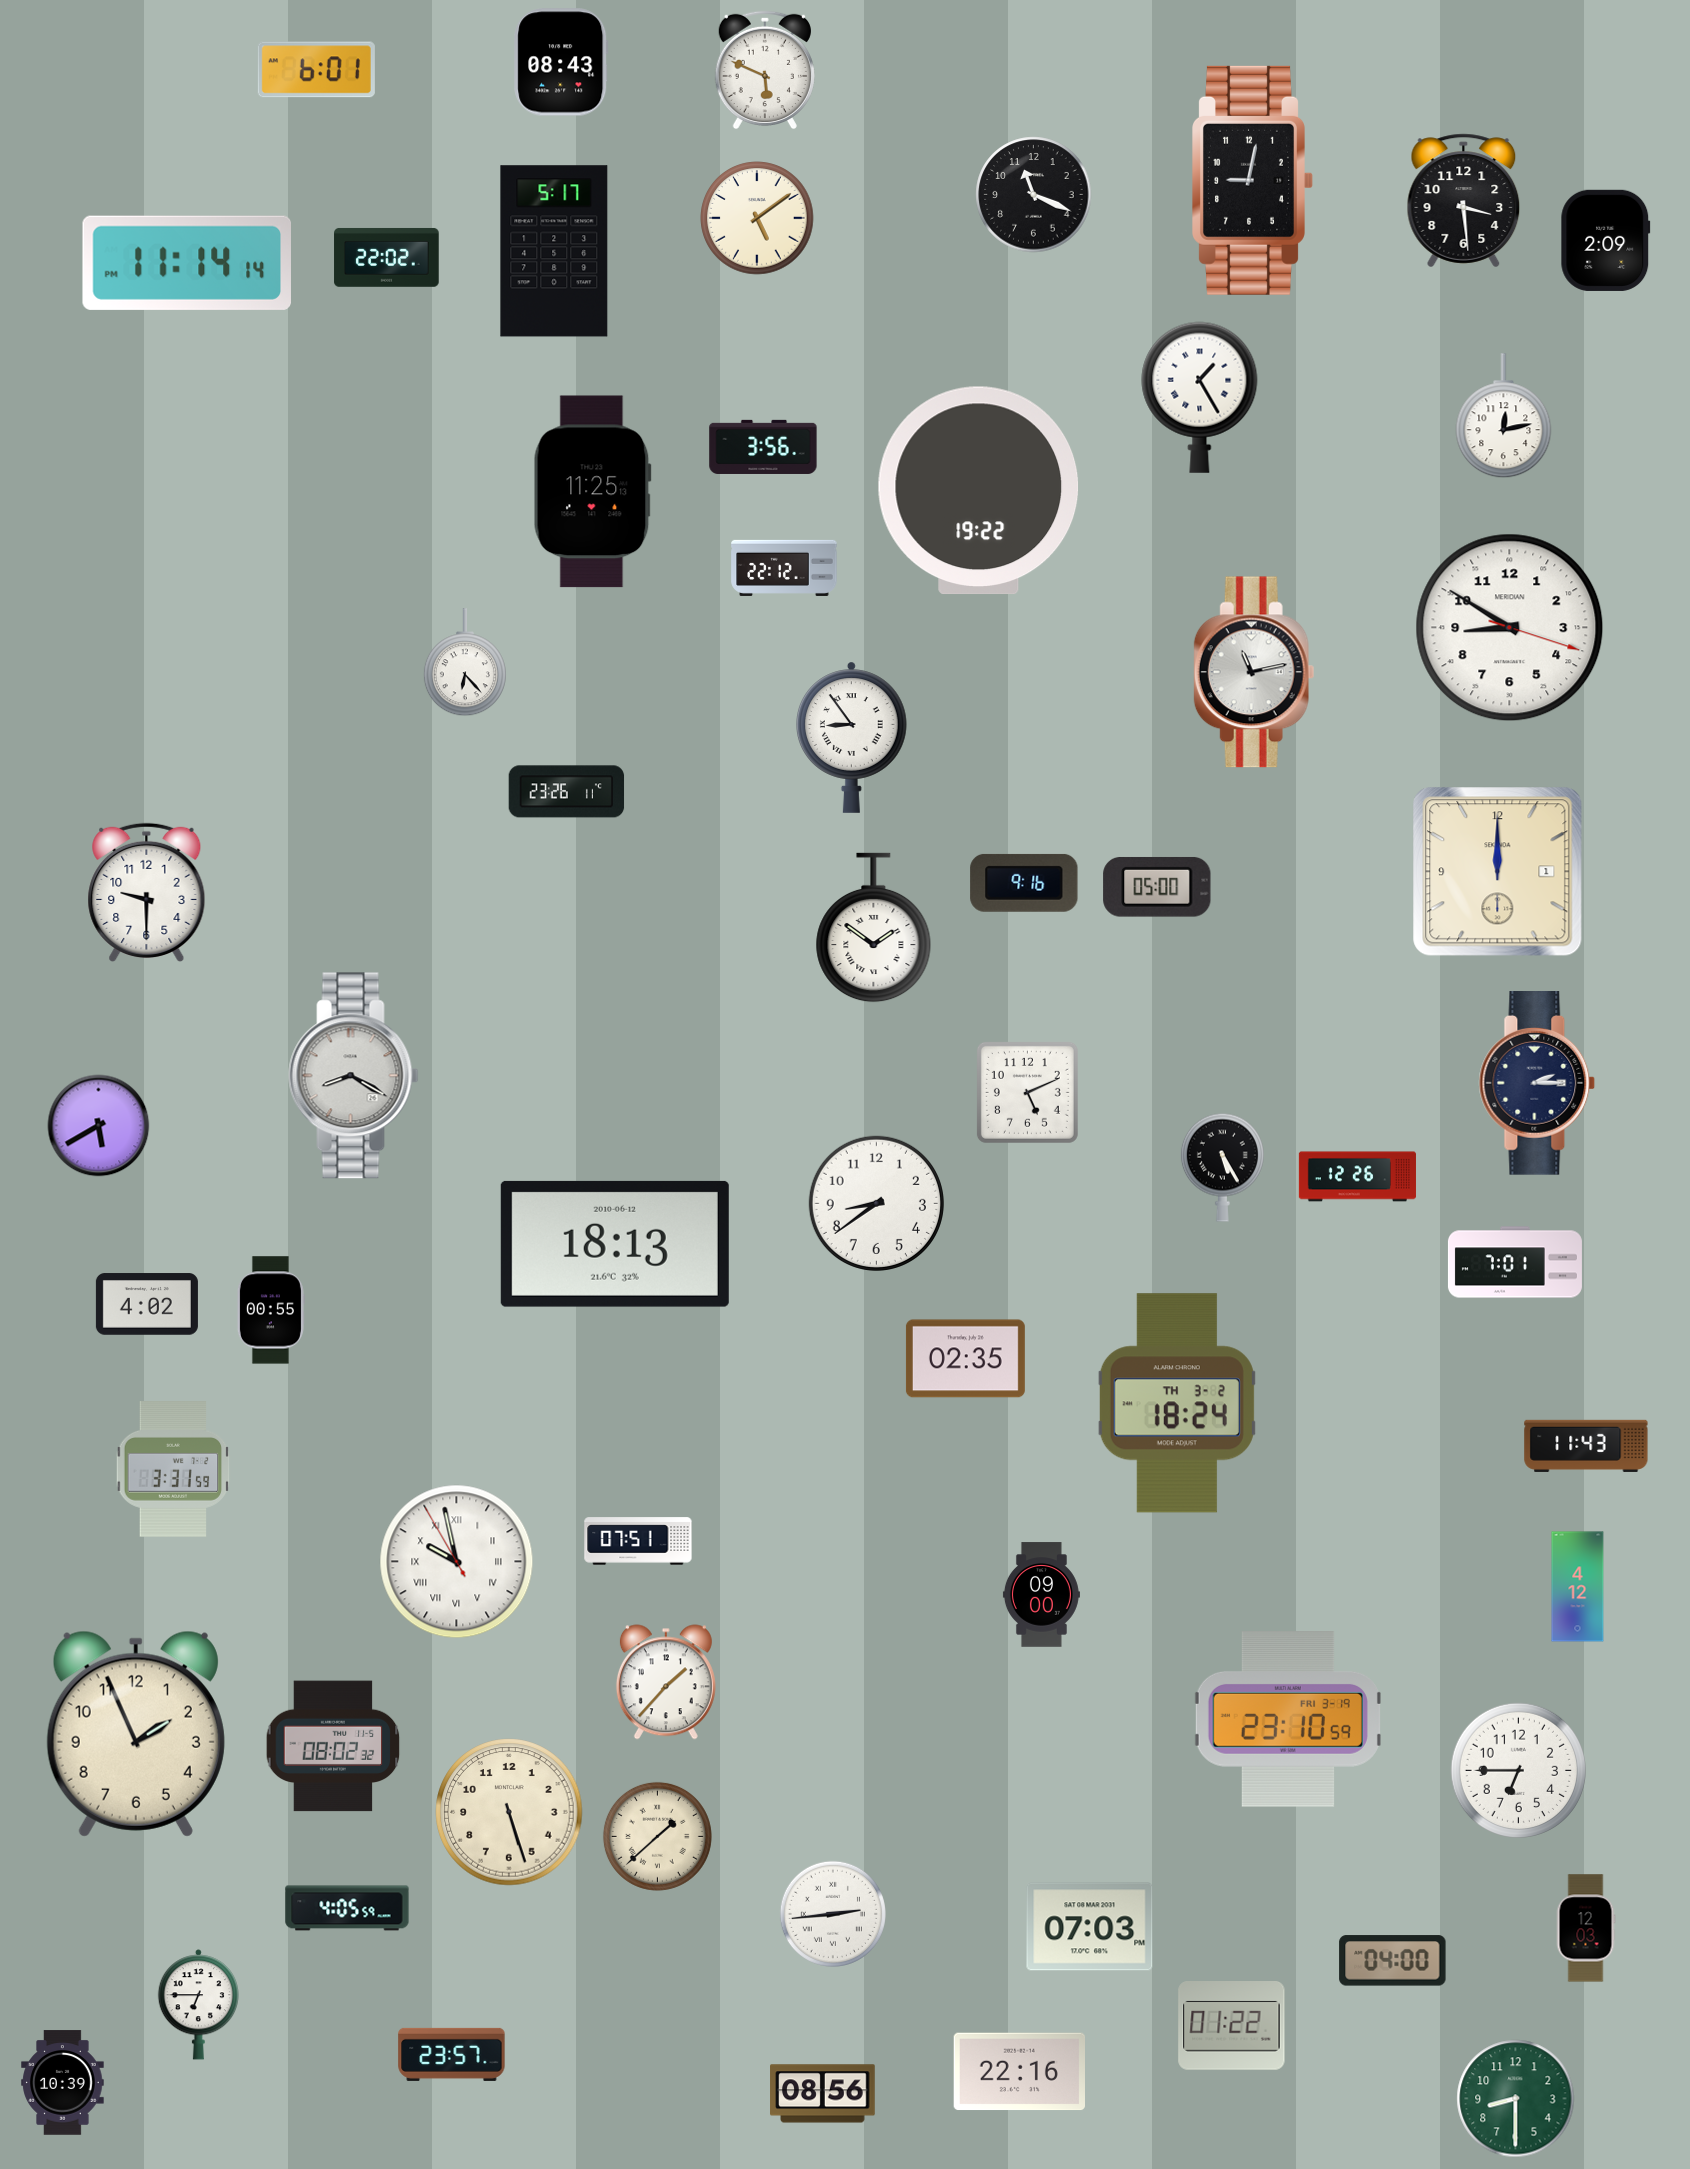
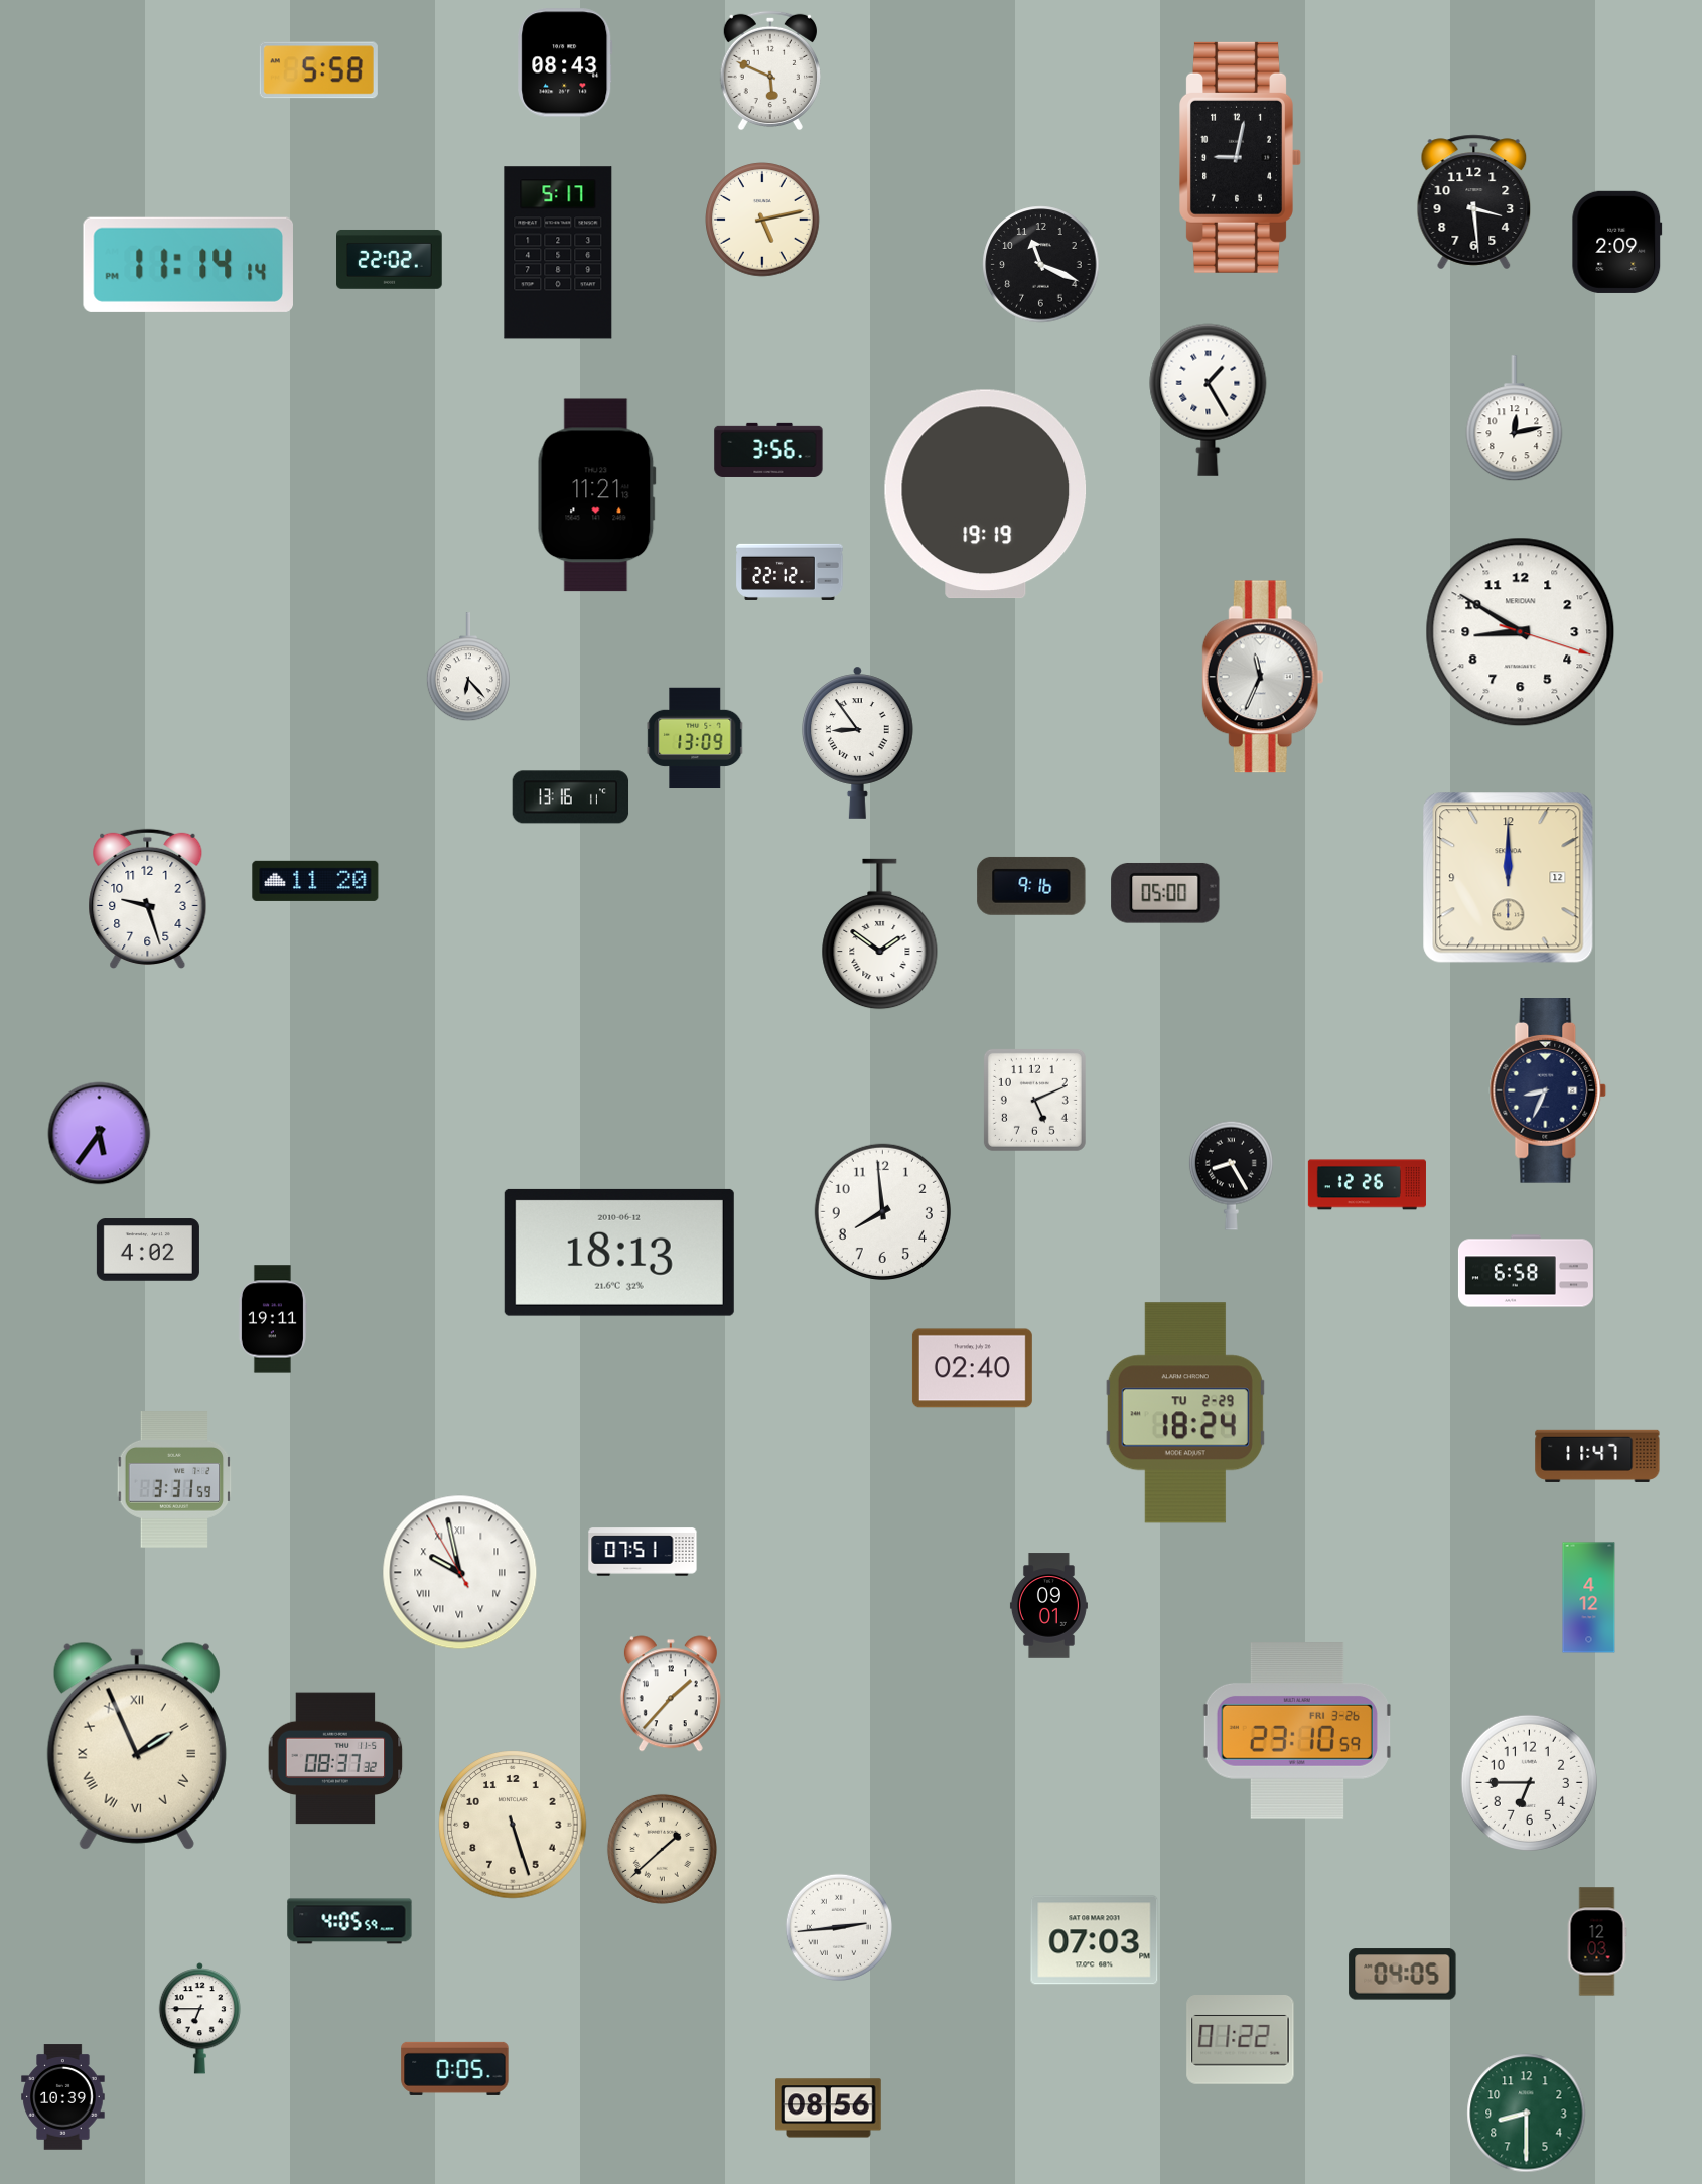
clock at (316, 70): 6:01 -> 5:58
clock at (1253, 180) position: (1253, 180) -> (1241, 157)
clock at (1034, 195) position: (1034, 195) -> (1041, 265)
clock at (757, 218): 5:09 -> 5:13
clock at (978, 491): 19:22 -> 19:19
clock at (592, 492): 11:25 -> 11:21
clock at (1254, 672): 11:13 -> 11:34
clock at (695, 738): none -> 13:09
clock at (567, 792): 23:26 -> 13:16
clock at (1498, 872) date: 1 -> 12
clock at (315, 881): none -> 11:20
clock at (1024, 883) position: (1024, 883) -> (1031, 886)
clock at (147, 892): 9:30 -> 9:27
clock at (354, 1076): 8:20 -> none
clock at (1537, 1084): 2:15 -> 8:34
clock at (99, 1126): 5:40 -> 5:36
clock at (1222, 1167): 5:25 -> 8:25
clock at (876, 1203): 8:39 -> 7:59
clock at (1515, 1262): 7:01 -> 6:58
clock at (147, 1304) position: (147, 1304) -> (148, 1250)
clock at (270, 1310): 00:55 -> 19:11
clock at (965, 1359): 02:35 -> 02:40
clock at (1177, 1403) date: TH 3-2 -> TU 2-29
clock at (1586, 1446): 11:43 -> 11:47
clock at (1041, 1595): 09:00 -> 09:01
clock at (1288, 1719) date: FRI 3-19 -> FRI 3-26
clock at (136, 1734) numerals: Arabic -> Roman
clock at (333, 1746): 08:02 -> 08:37
clock at (1090, 1927) position: (1090, 1927) -> (1095, 1940)
clock at (1393, 1961): 04:00 -> 04:05
clock at (452, 2054): 23:57 -> 0:05
clock at (1019, 2072): 22:16 -> none
